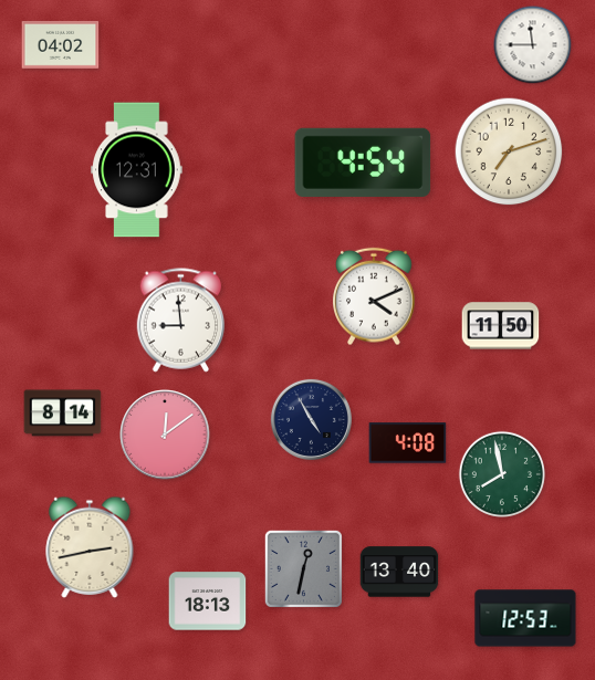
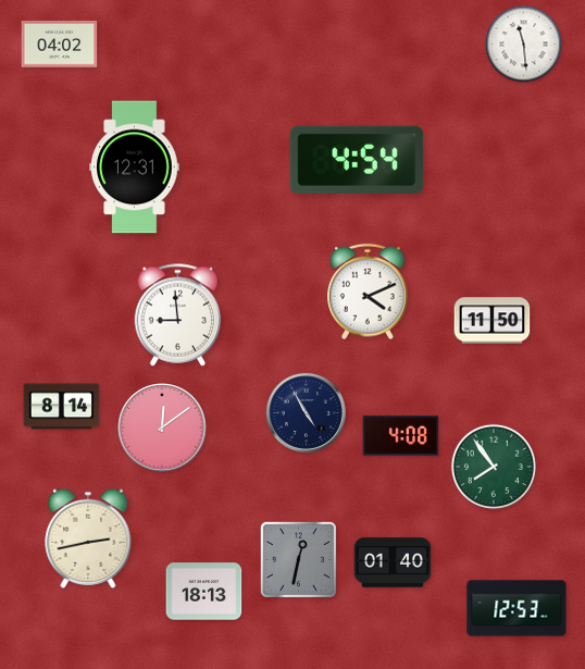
clock at (533, 45): 11:45 -> 11:29
clock at (509, 151): 7:12 -> none
clock at (502, 474): 7:58 -> 7:54
clock at (399, 572): 13:40 -> 01:40
